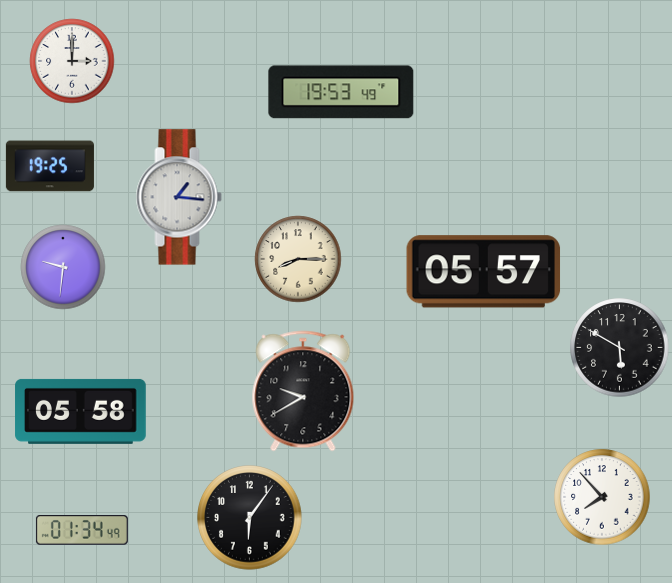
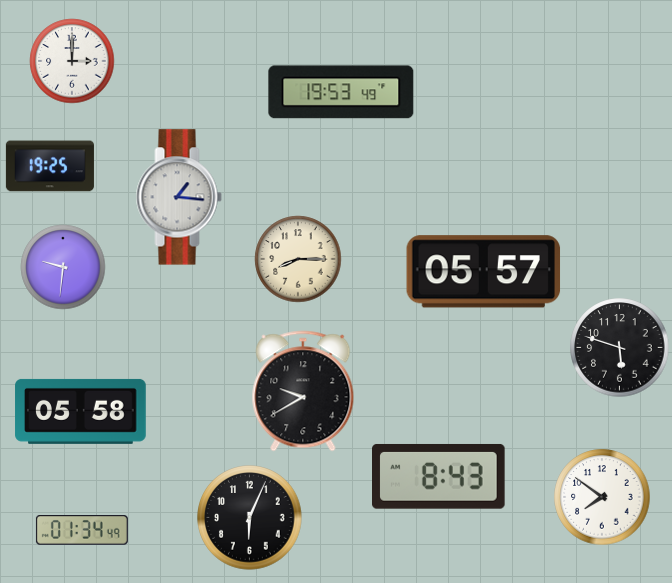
clock at (620, 348): 5:50 -> 5:48
clock at (439, 477): none -> 8:43
clock at (602, 497): 7:53 -> 7:51
clock at (250, 518): 6:06 -> 6:04
